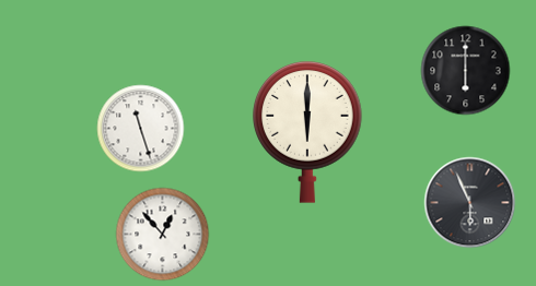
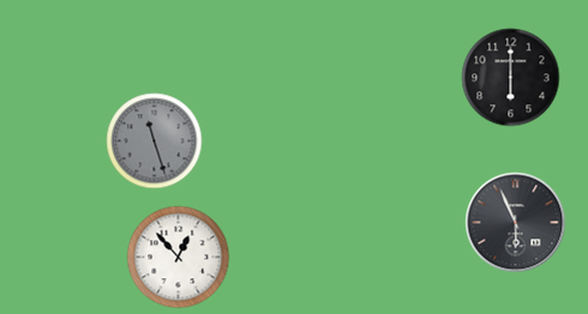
clock at (141, 129) dial: white -> grey
clock at (307, 132): 6:00 -> none
